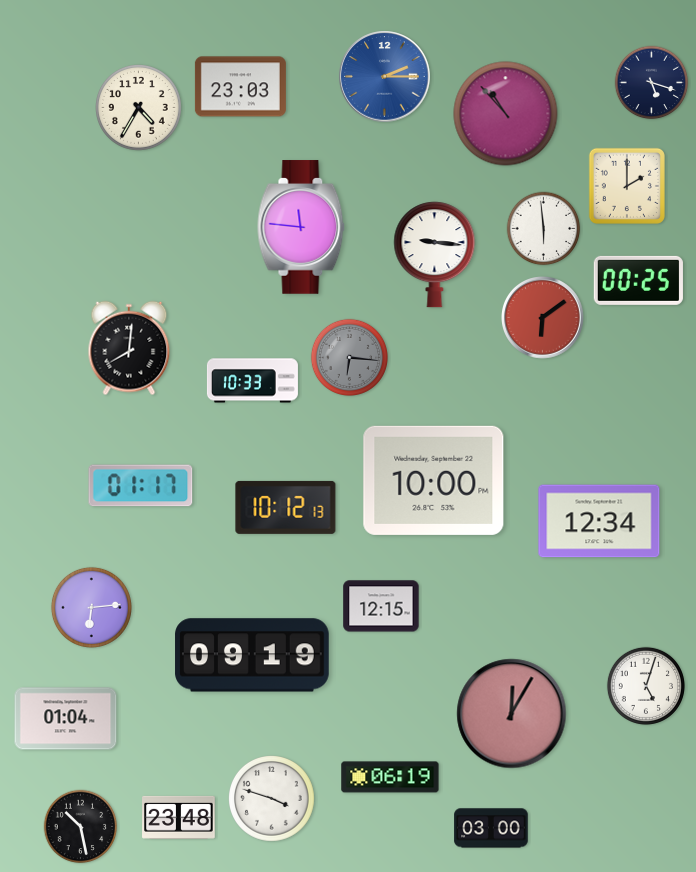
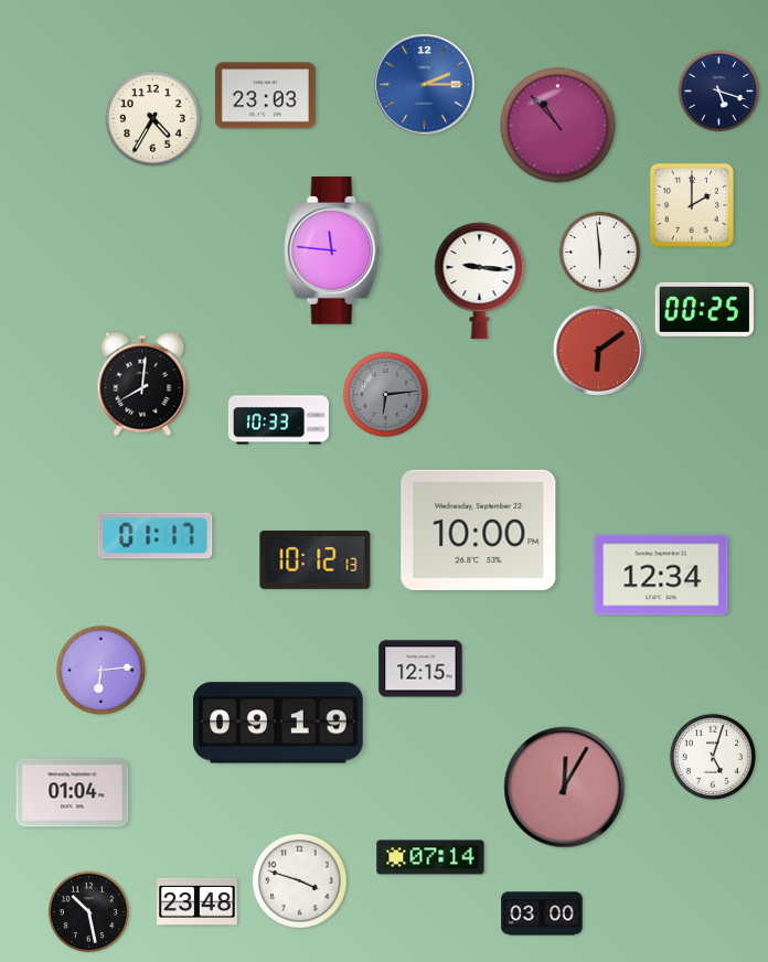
clock at (349, 357): 6:16 -> 6:14
clock at (390, 777): 06:19 -> 07:14
